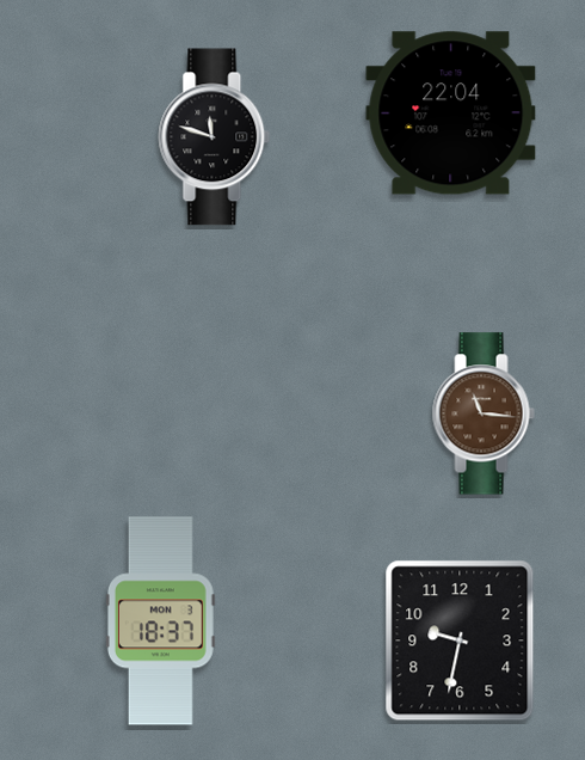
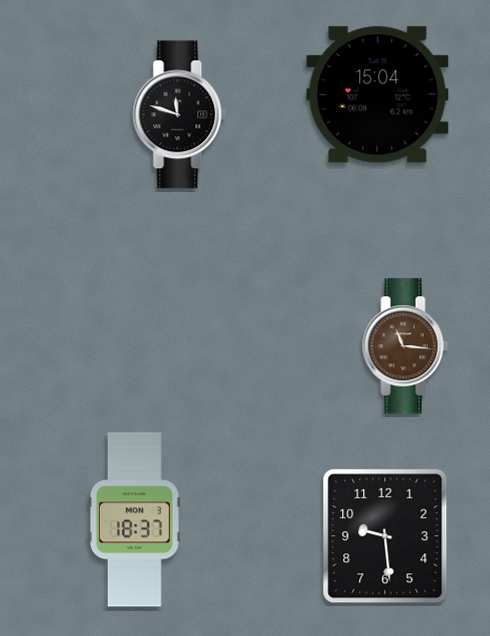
clock at (451, 114): 22:04 -> 15:04
clock at (460, 641): 9:32 -> 9:29
